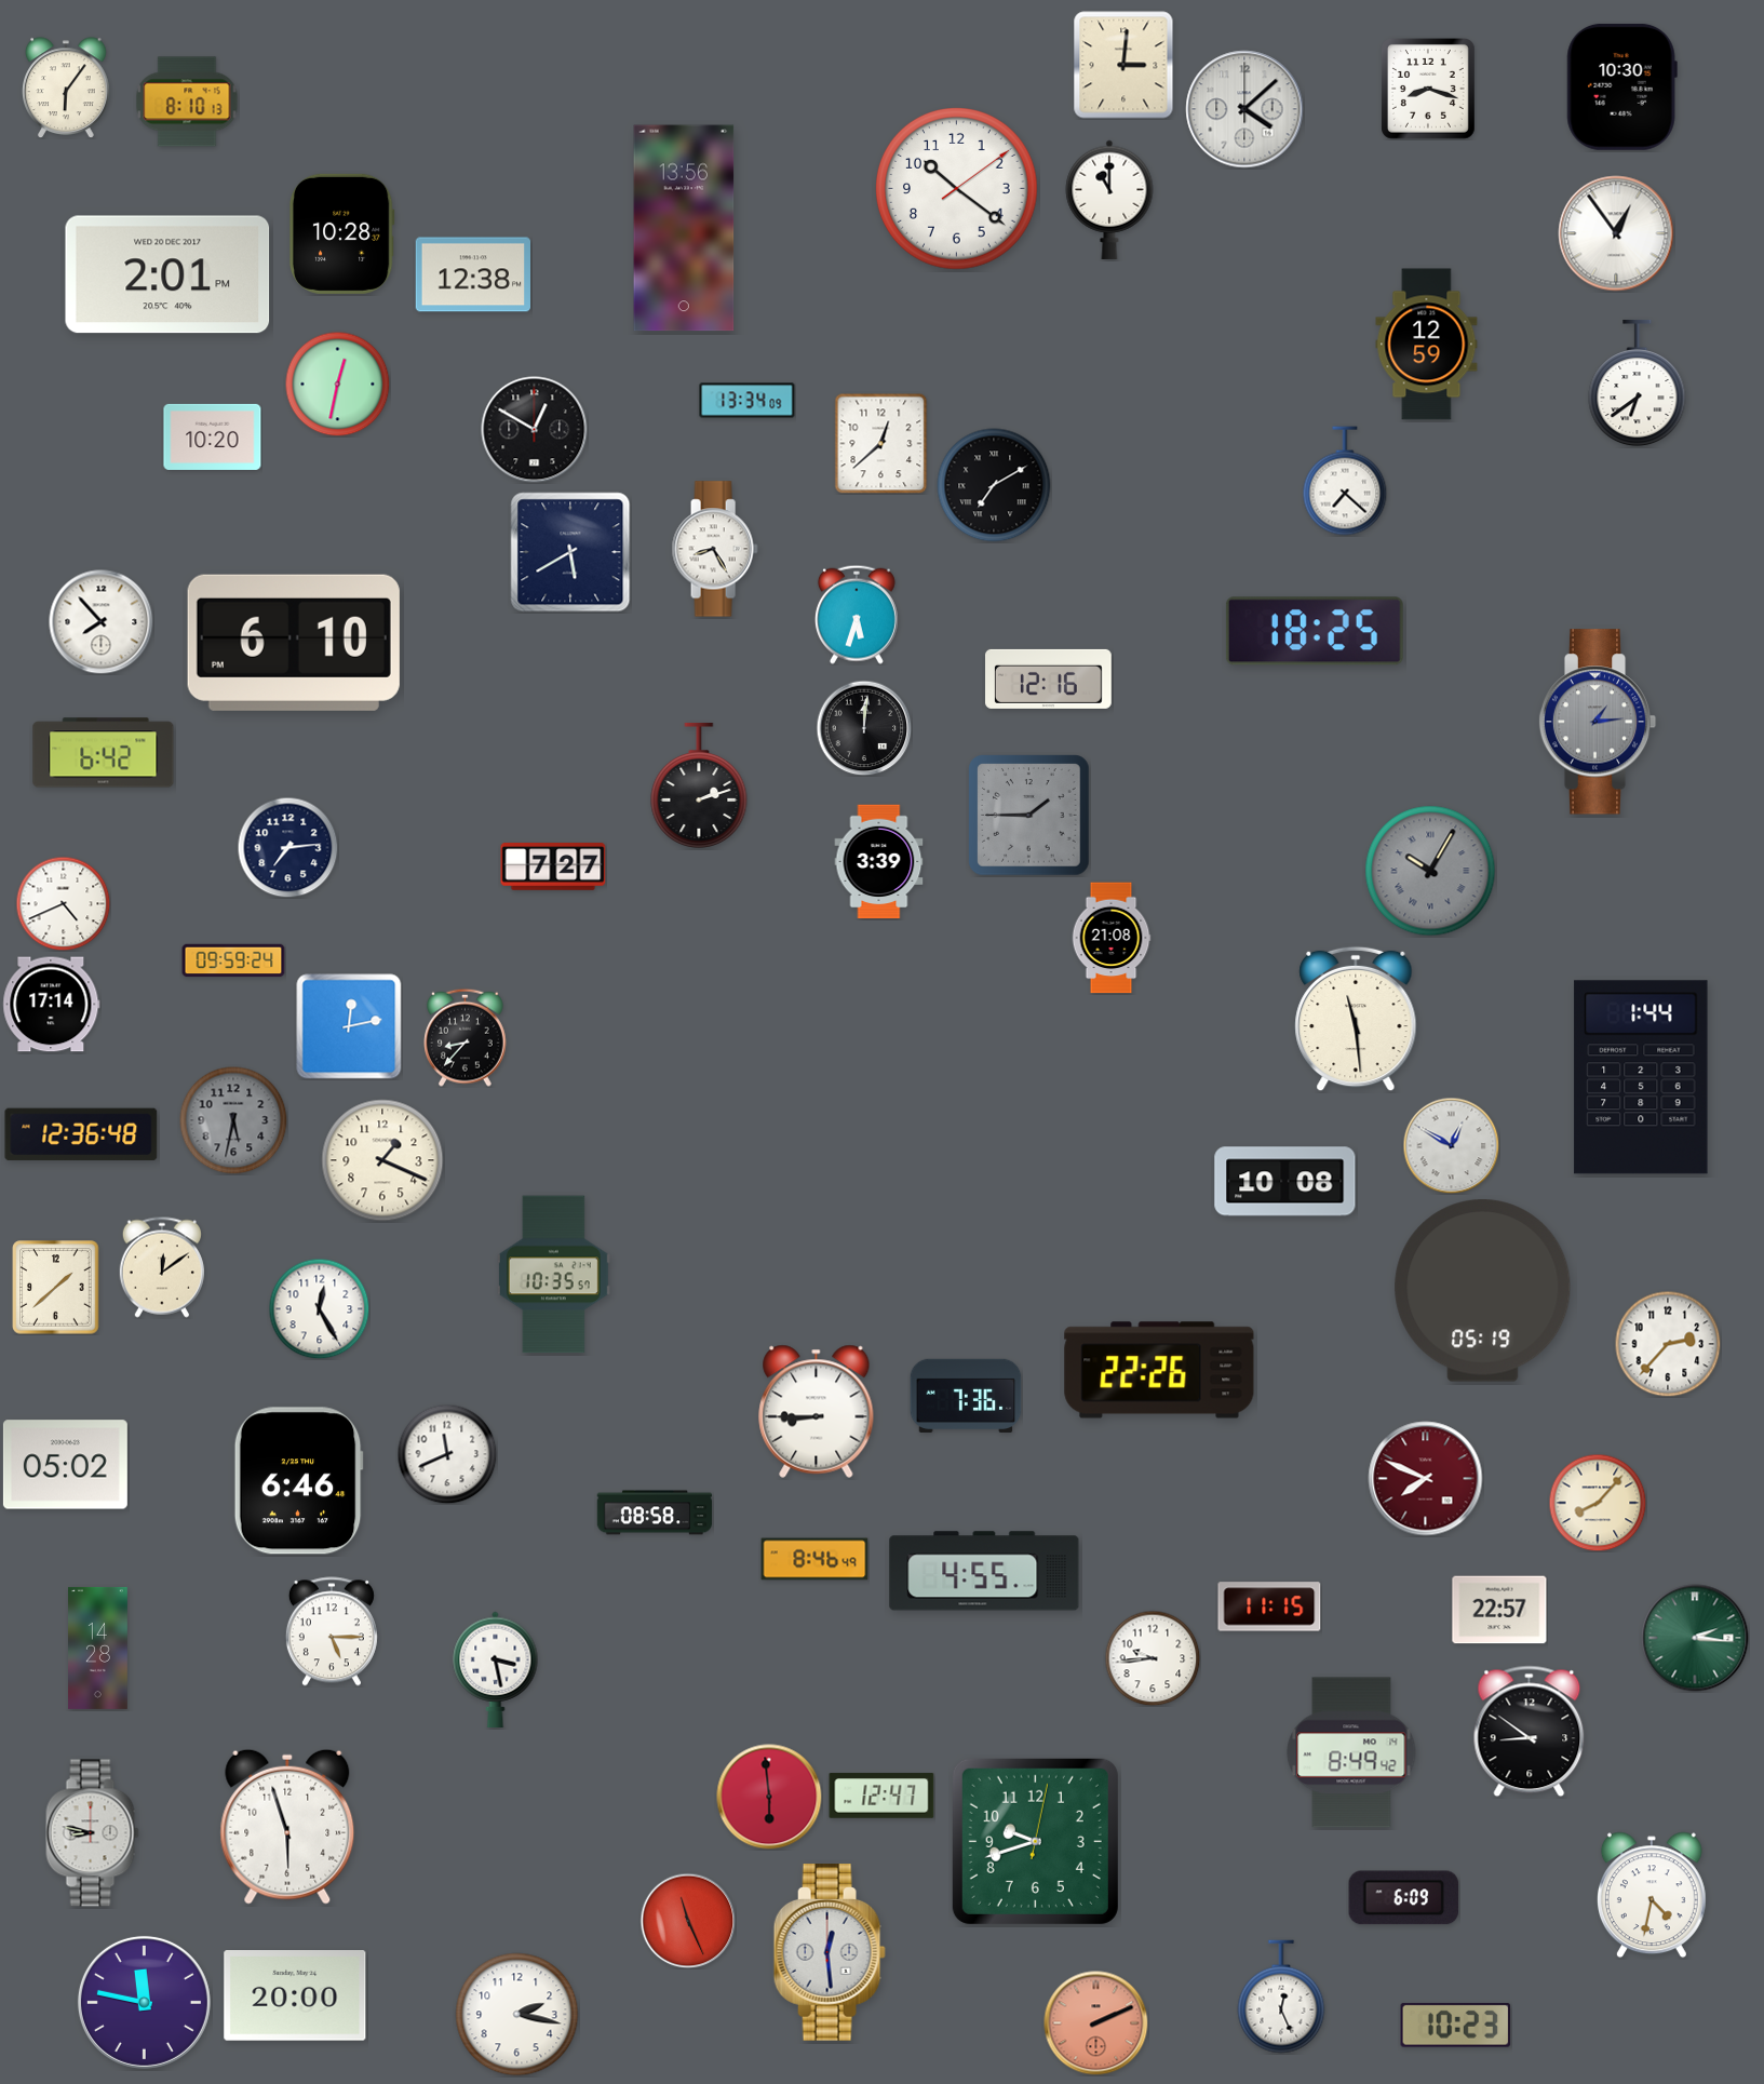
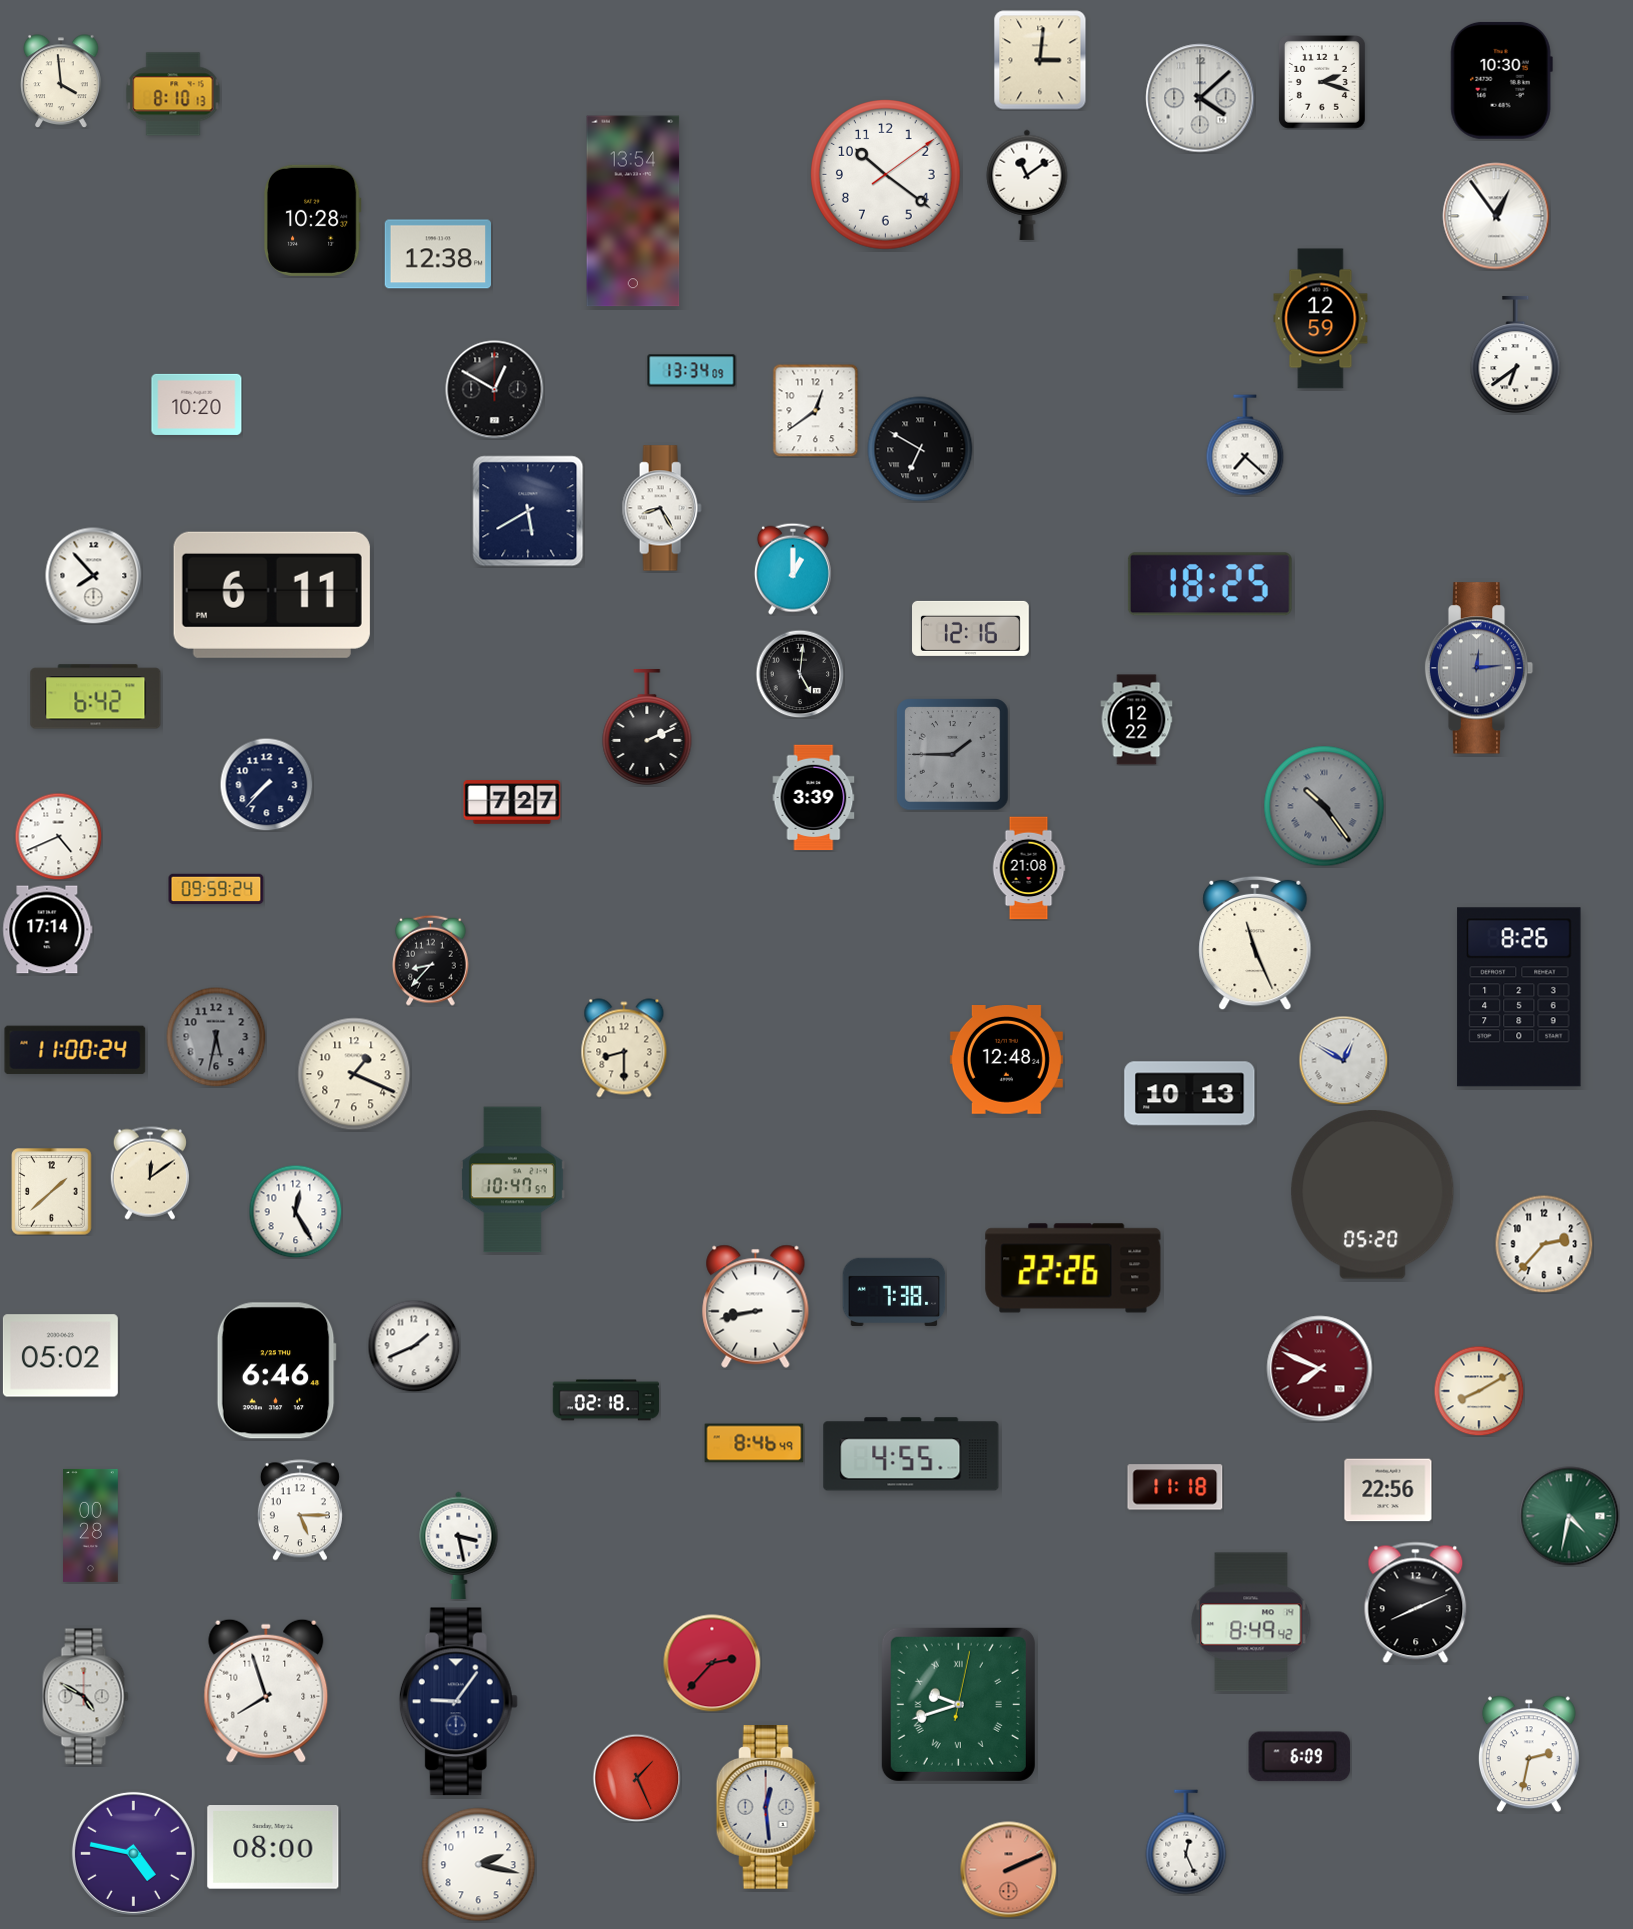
clock at (66, 88): 6:06 -> 3:59
clock at (1429, 90): 8:18 -> 2:18
clock at (1244, 109) position: (1244, 109) -> (1200, 98)
clock at (1109, 200): 11:00 -> 11:09
clock at (684, 228): 13:56 -> 13:54
clock at (341, 233) position: (341, 233) -> (312, 220)
clock at (167, 274): 2:01 -> none
clock at (337, 384): 12:32 -> none
clock at (535, 430) position: (535, 430) -> (495, 390)
clock at (881, 443): 12:38 -> 12:39
clock at (994, 485): 7:10 -> 6:50
clock at (857, 615): 5:33 -> 1:00
clock at (1315, 631) position: (1315, 631) -> (1210, 584)
clock at (294, 643): 6:10 -> 6:11
clock at (1598, 722): 1:14 -> 12:14
clock at (864, 728): 12:01 -> 5:01
clock at (1137, 720): none -> 12:22
clock at (699, 784): 2:12 -> 2:11
clock at (287, 847): 7:14 -> 7:37
clock at (1430, 871): 10:05 -> 10:24
clock at (1356, 1019): 11:29 -> 11:26
clock at (349, 1026): 12:13 -> none
clock at (1641, 1077): 1:44 -> 8:26
clock at (624, 1048): none -> 8:30
clock at (81, 1134): 12:36 -> 11:00
clock at (1006, 1060): none -> 12:48
clock at (1285, 1182): 10:08 -> 10:13
clock at (553, 1275): 10:35 -> 10:47
clock at (1483, 1291): 05:19 -> 05:20
clock at (966, 1396): 7:36 -> 7:38
clock at (817, 1411): 8:45 -> 8:43
clock at (447, 1454): 11:41 -> 1:41
clock at (1598, 1503): 8:07 -> 8:10
clock at (655, 1512): 08:58 -> 02:18
clock at (1269, 1606): 11:15 -> 11:18
clock at (1499, 1610): 22:57 -> 22:56
clock at (332, 1631) position: (332, 1631) -> (300, 1510)
clock at (1695, 1638): 2:16 -> 4:32
clock at (98, 1648): 14:28 -> 00:28
clock at (1153, 1658): 9:44 -> none
clock at (1530, 1732): 8:51 -> 8:11
clock at (881, 1796): 12:47 -> none
clock at (769, 1797): 5:59 -> 2:37
clock at (287, 1827): 5:57 -> 7:57
clock at (93, 1833): 8:47 -> 4:50
clock at (458, 1702): none -> 9:06
clock at (1035, 1841) numerals: Arabic -> Roman
clock at (1652, 1895): 4:32 -> 2:32
clock at (688, 1921): 11:26 -> 1:26
clock at (295, 1996): 20:00 -> 08:00
clock at (1281, 1996) position: (1281, 1996) -> (1186, 1842)
clock at (144, 2002): 11:47 -> 4:47
clock at (1096, 2024) position: (1096, 2024) -> (1009, 1870)
clock at (1456, 2025): 10:23 -> none
